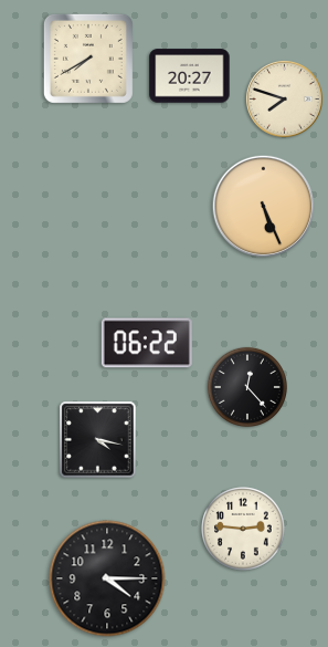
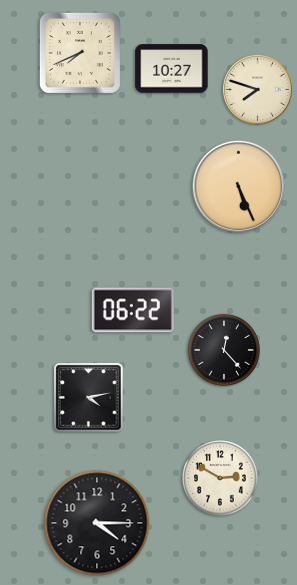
clock at (88, 59): 7:40 -> 7:41
clock at (190, 76): 20:27 -> 10:27
clock at (98, 440): 4:17 -> 4:13
clock at (243, 529): 2:46 -> 2:50
